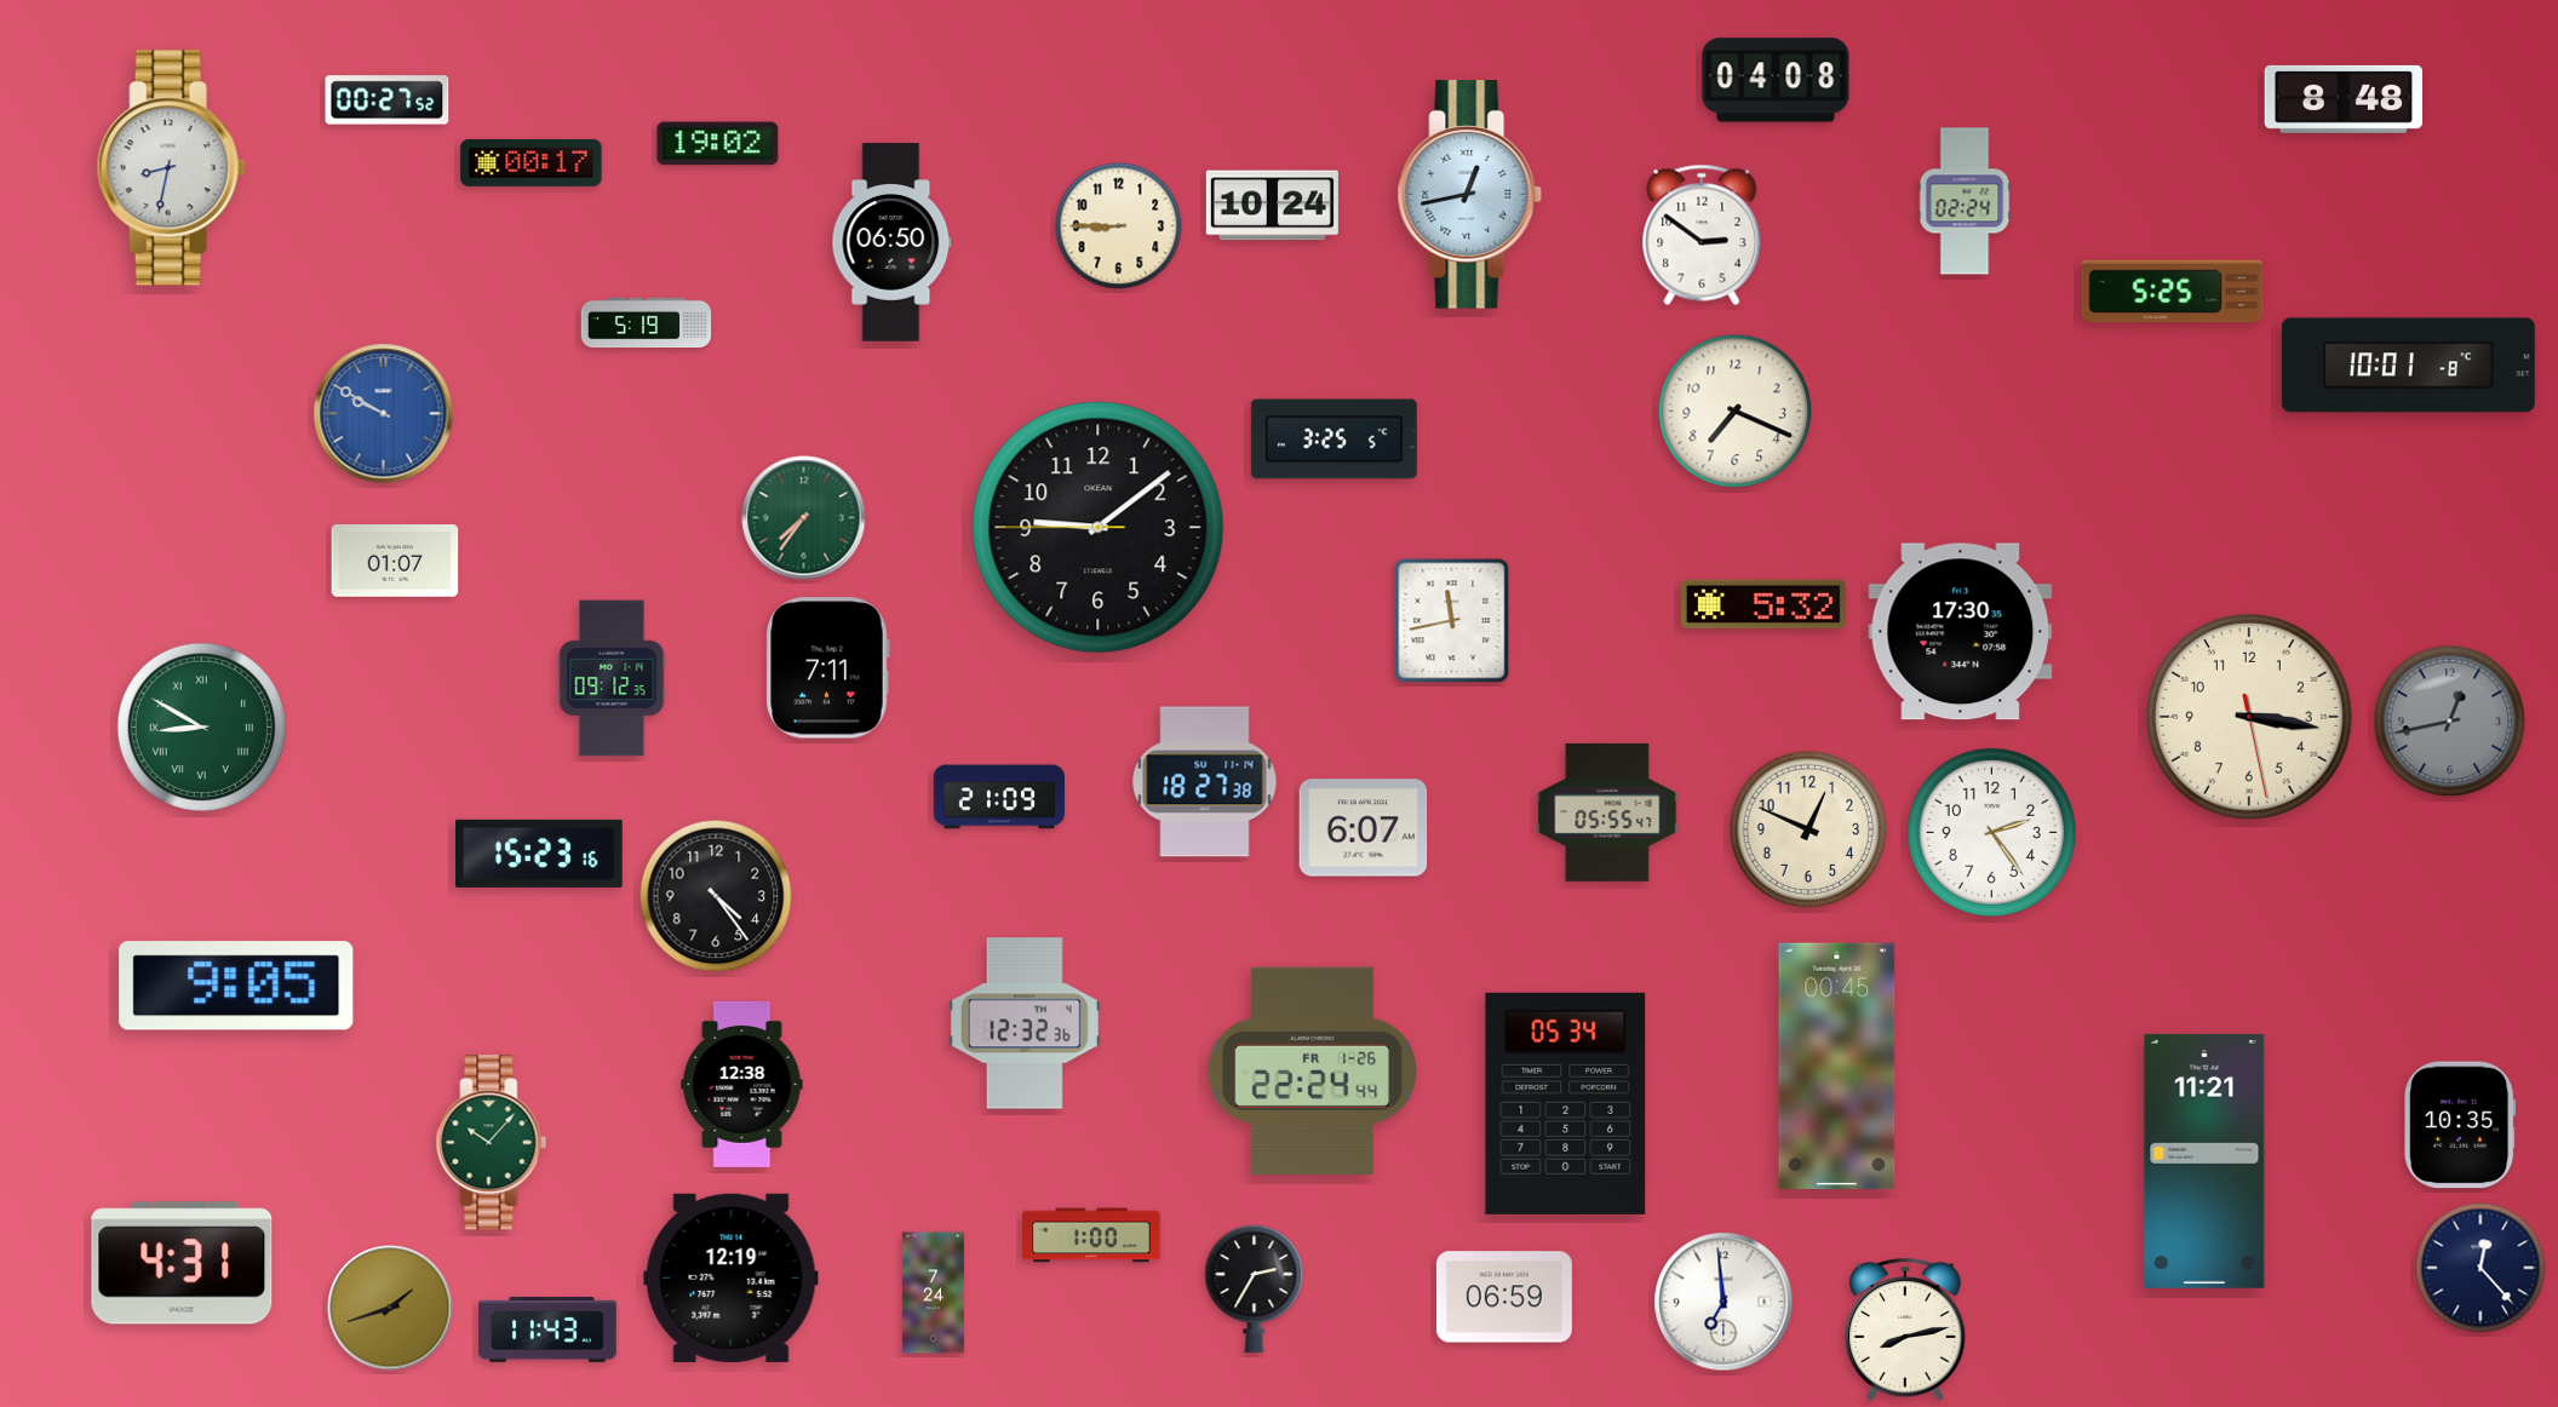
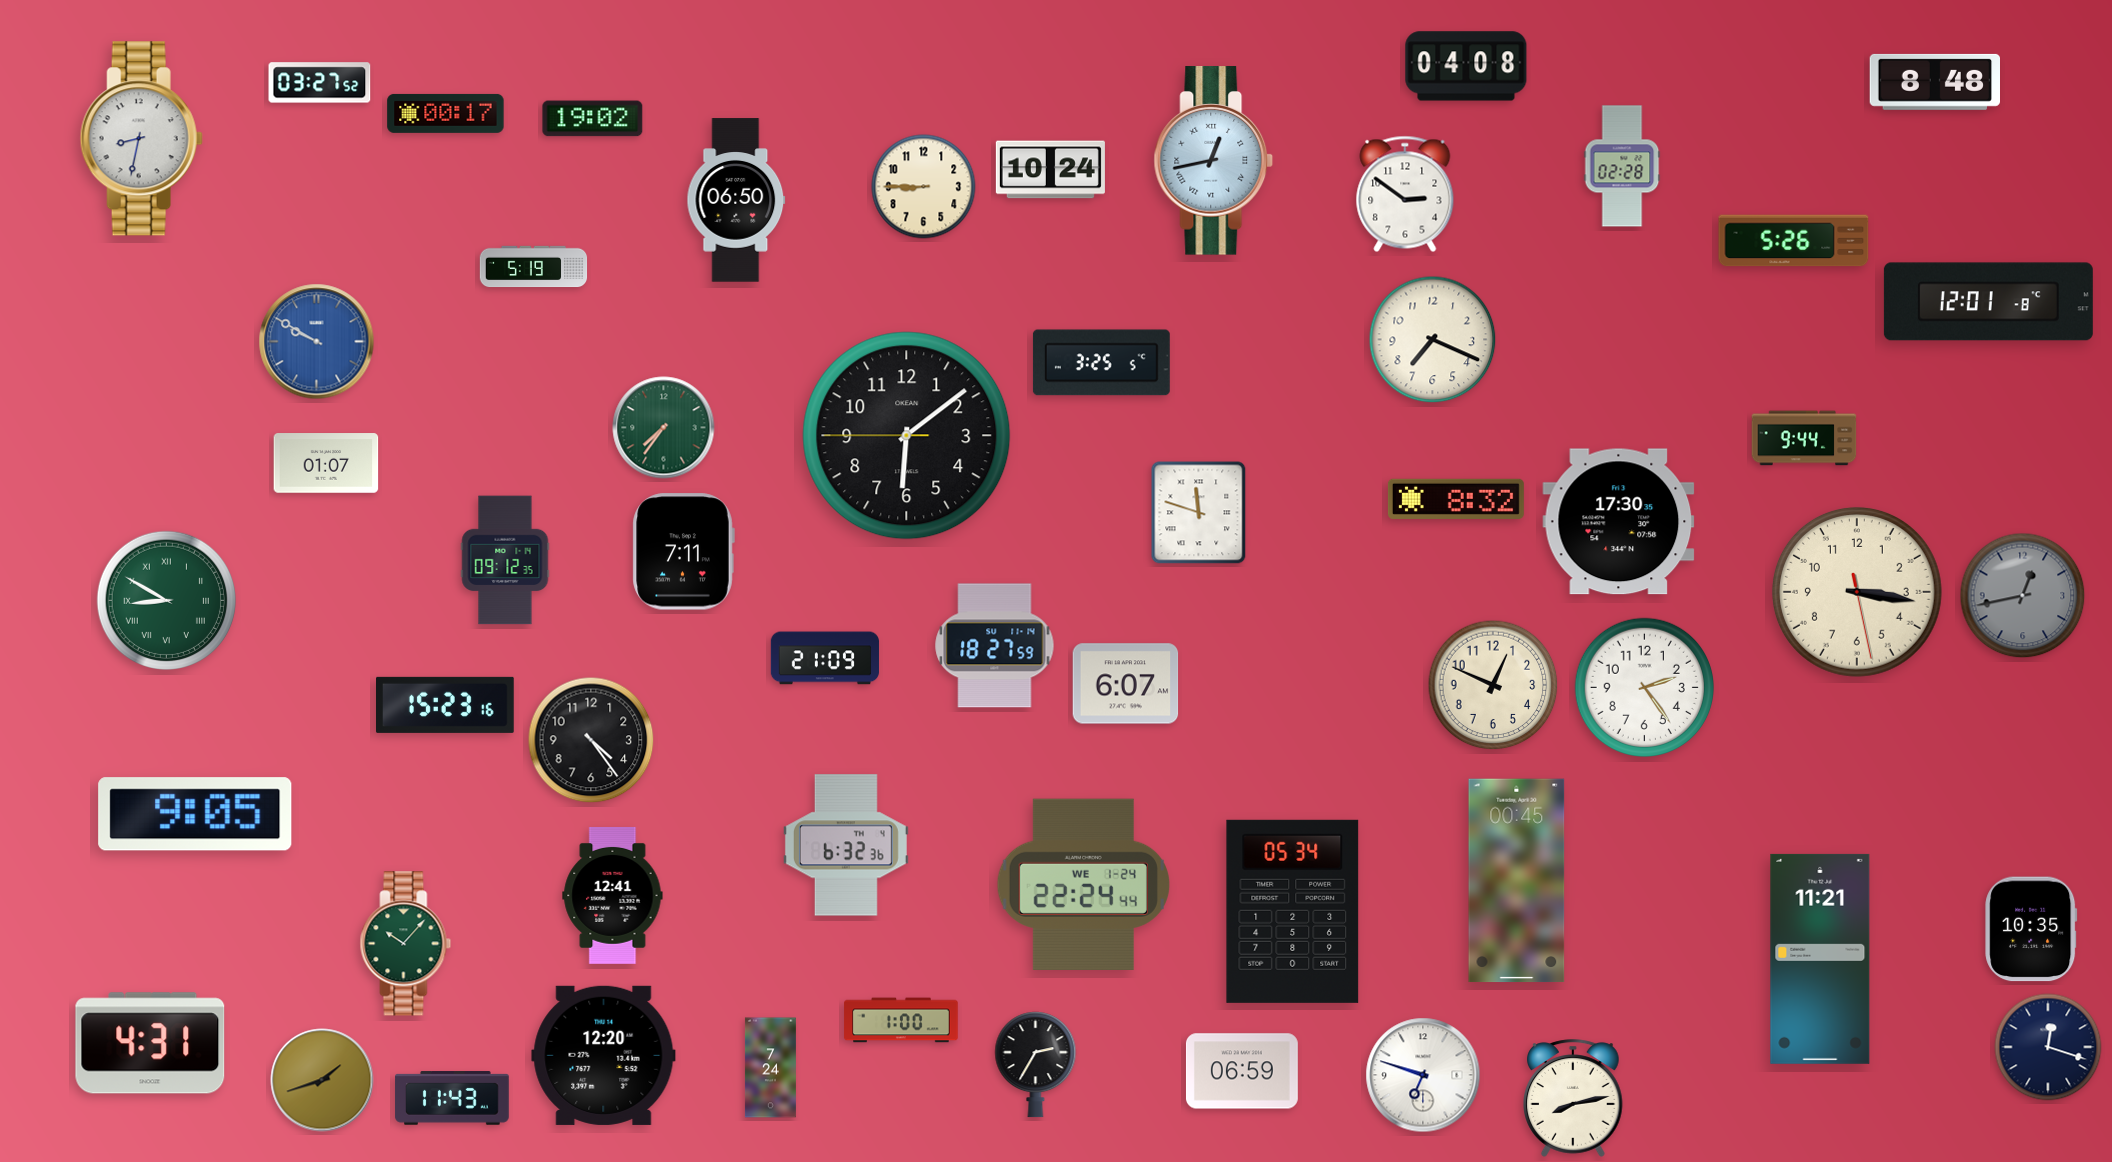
clock at (388, 100): 00:27 -> 03:27
clock at (532, 162) position: (532, 162) -> (446, 113)
clock at (1965, 201): 02:24 -> 02:28
clock at (2173, 292): 5:25 -> 5:26
clock at (2408, 366): 10:01 -> 12:01
clock at (1099, 528): 9:08 -> 6:08
clock at (1804, 438): none -> 9:44
clock at (1763, 604): 5:32 -> 8:32
clock at (1452, 621): 11:43 -> 11:48
clock at (1205, 782): 18:27:38 -> 18:27:59
clock at (1607, 812): 05:55 -> none
clock at (1025, 1023): 12:32 -> 6:32
clock at (1312, 1070) date: FR 1-26 -> WE 1-24
clock at (742, 1084): 12:38 -> 12:41
clock at (2480, 1268): 12:23 -> 12:18
clock at (732, 1277): 12:19 -> 12:20
clock at (1724, 1302): 6:59 -> 6:48
